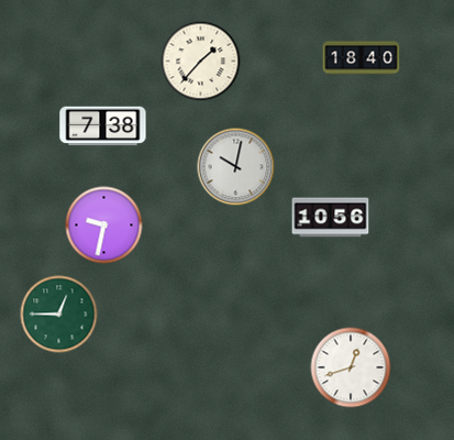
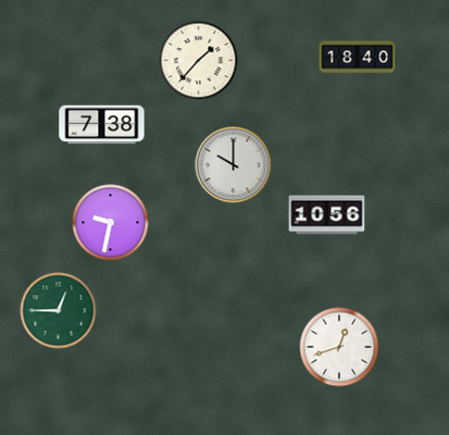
clock at (236, 167): 10:02 -> 10:00
clock at (104, 226) position: (104, 226) -> (111, 223)
clock at (351, 367) position: (351, 367) -> (339, 347)
